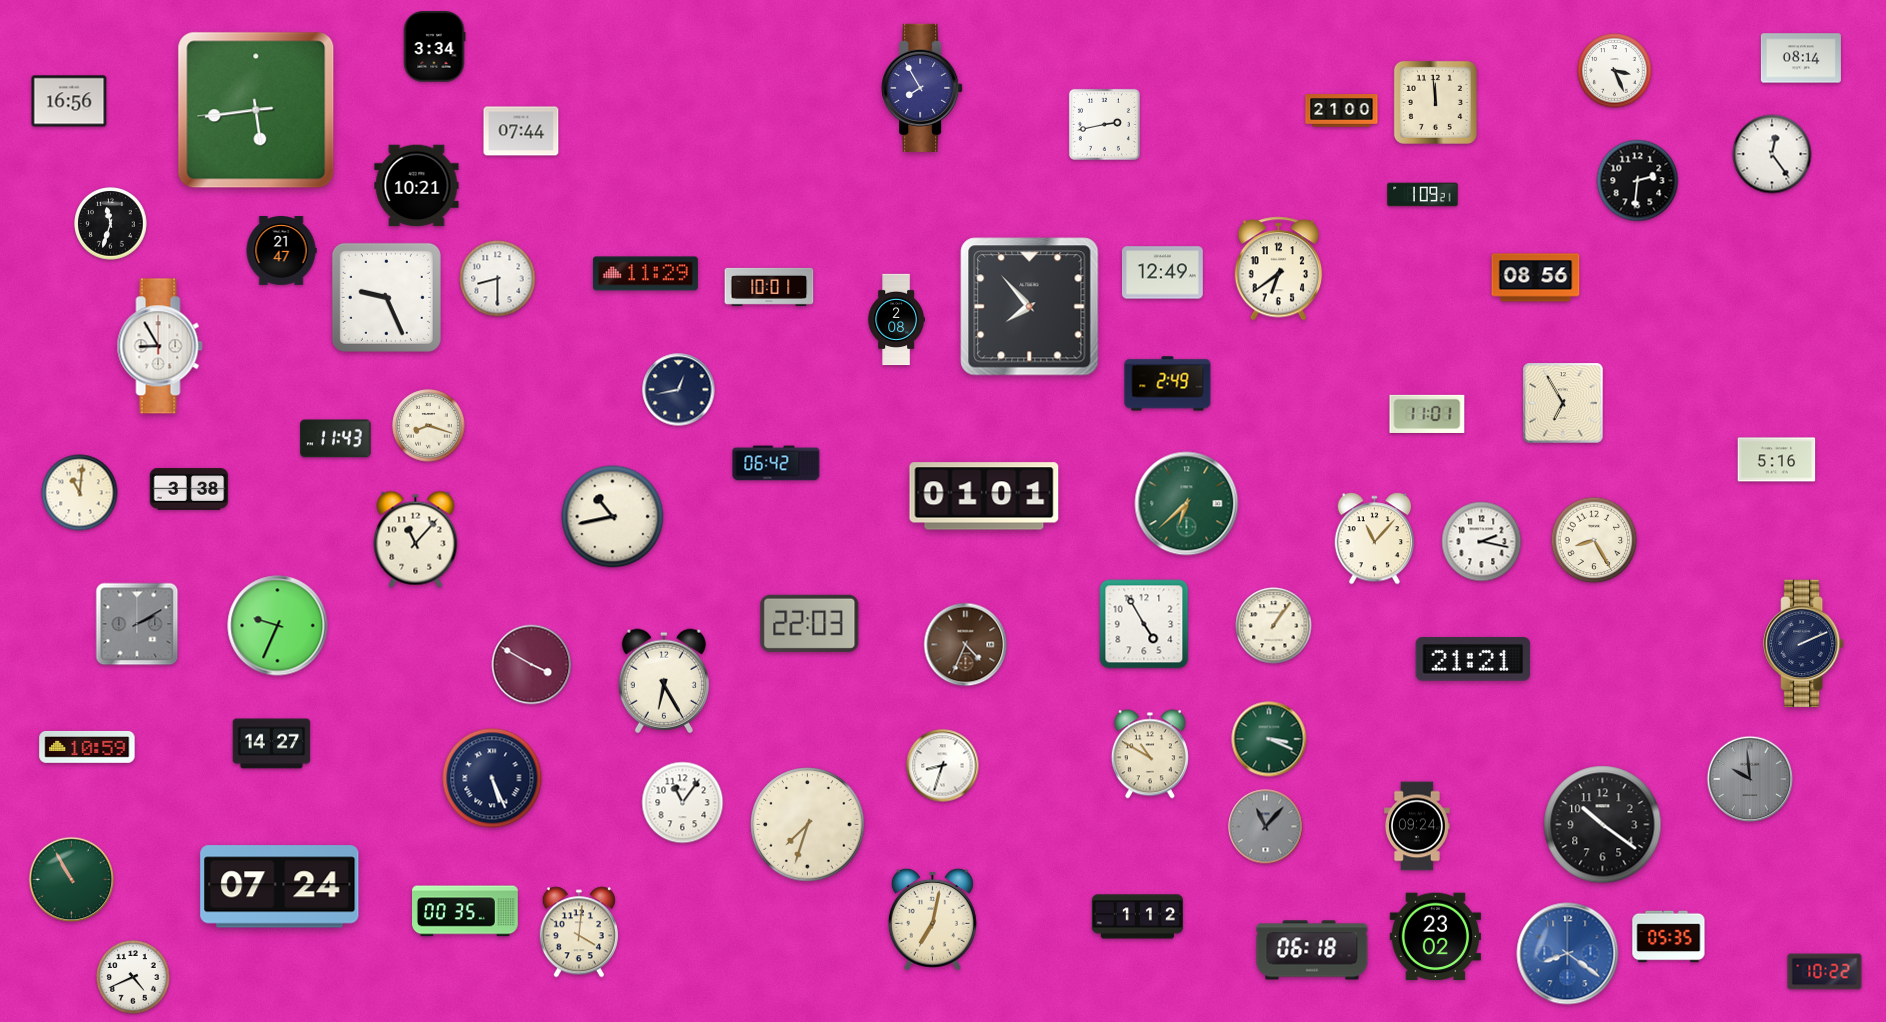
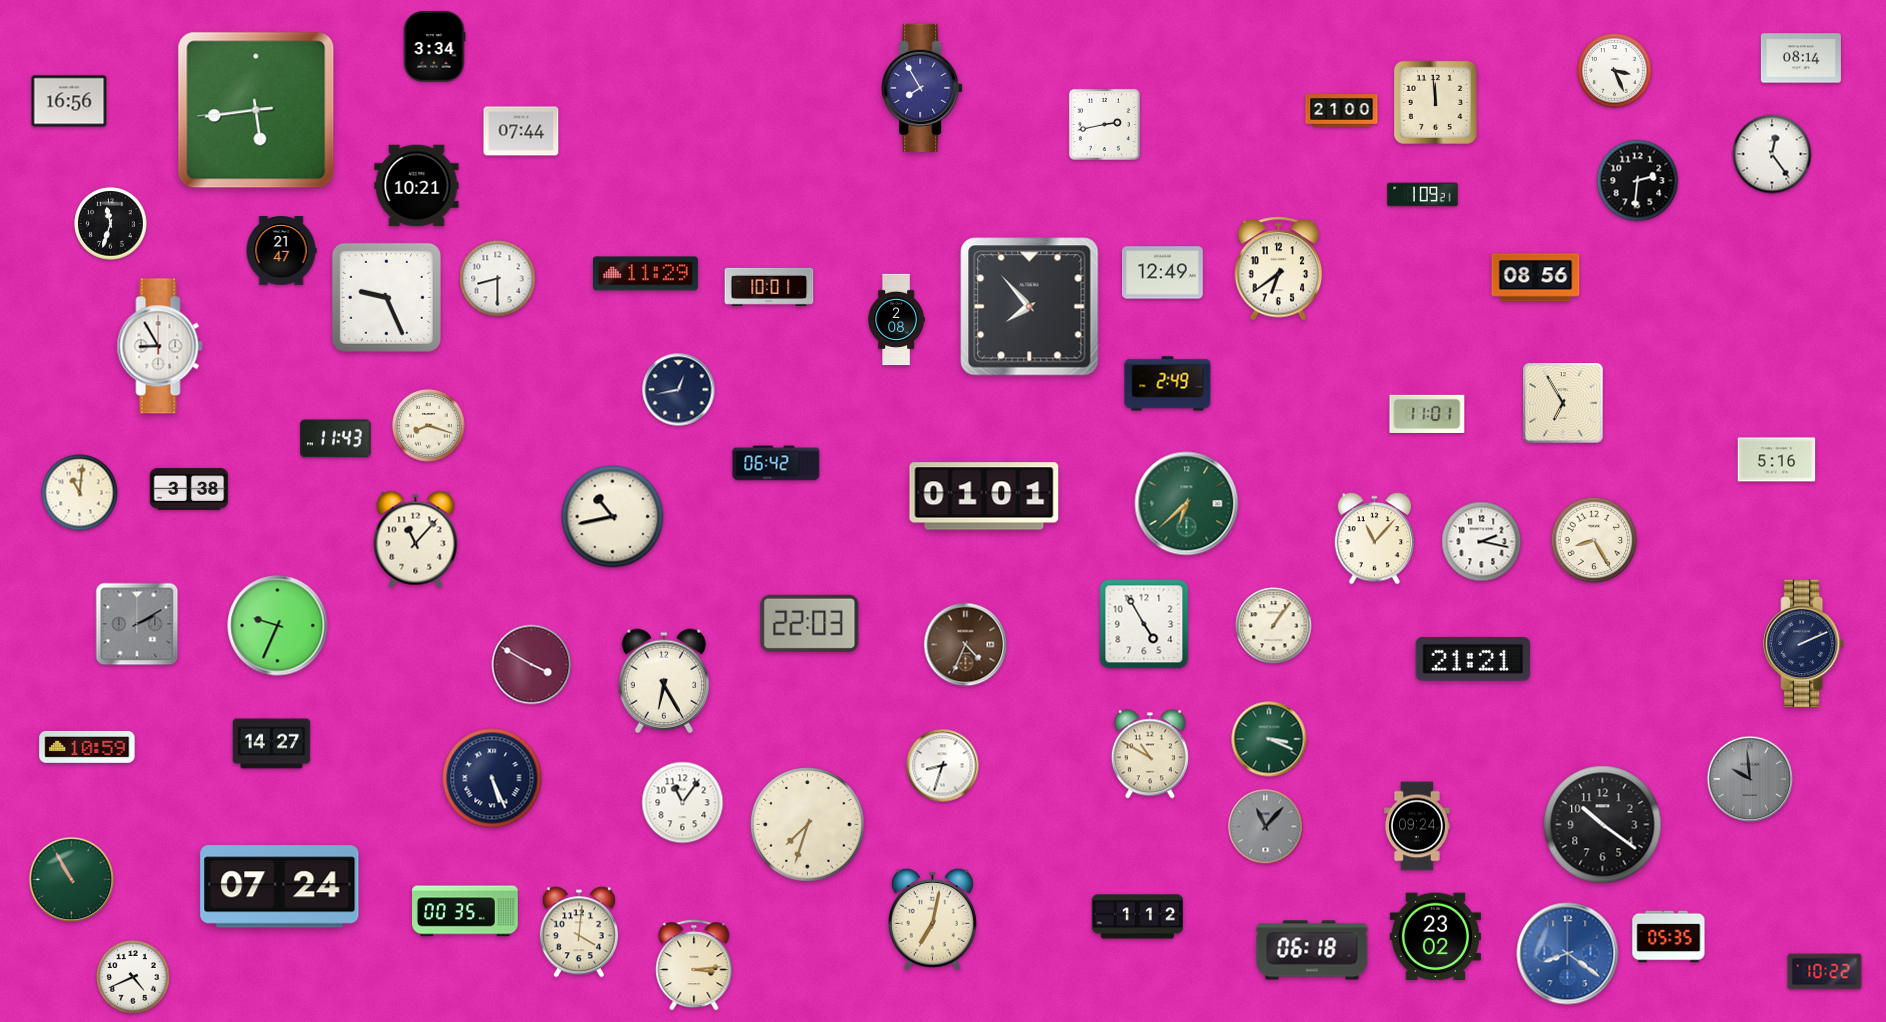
clock at (694, 965): none -> 3:14
